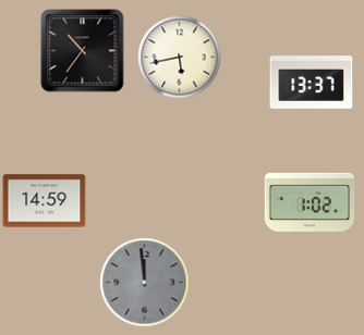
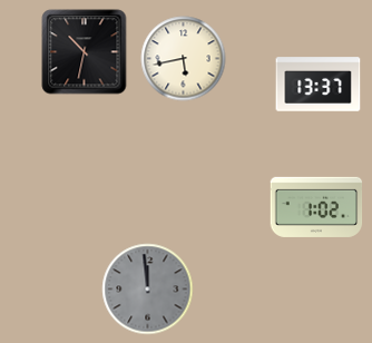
clock at (83, 51): 10:36 -> 10:32
clock at (45, 201): 14:59 -> none
